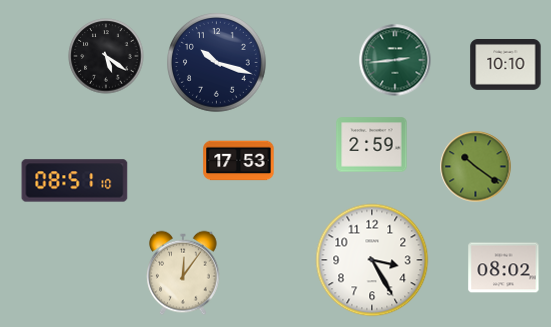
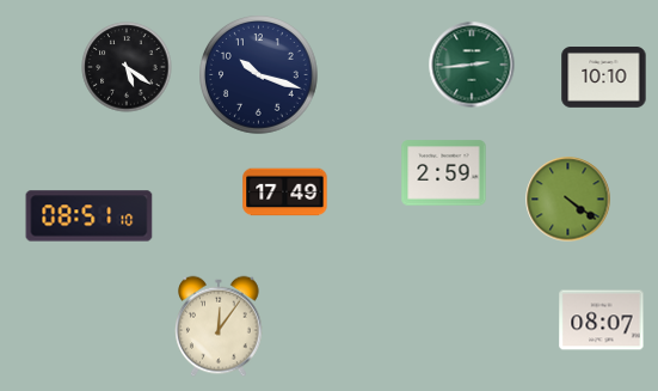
clock at (395, 60) position: (395, 60) -> (472, 65)
clock at (239, 161): 17:53 -> 17:49
clock at (476, 167): 10:21 -> 4:21
clock at (372, 260): 3:25 -> none
clock at (504, 268): 08:02 -> 08:07
